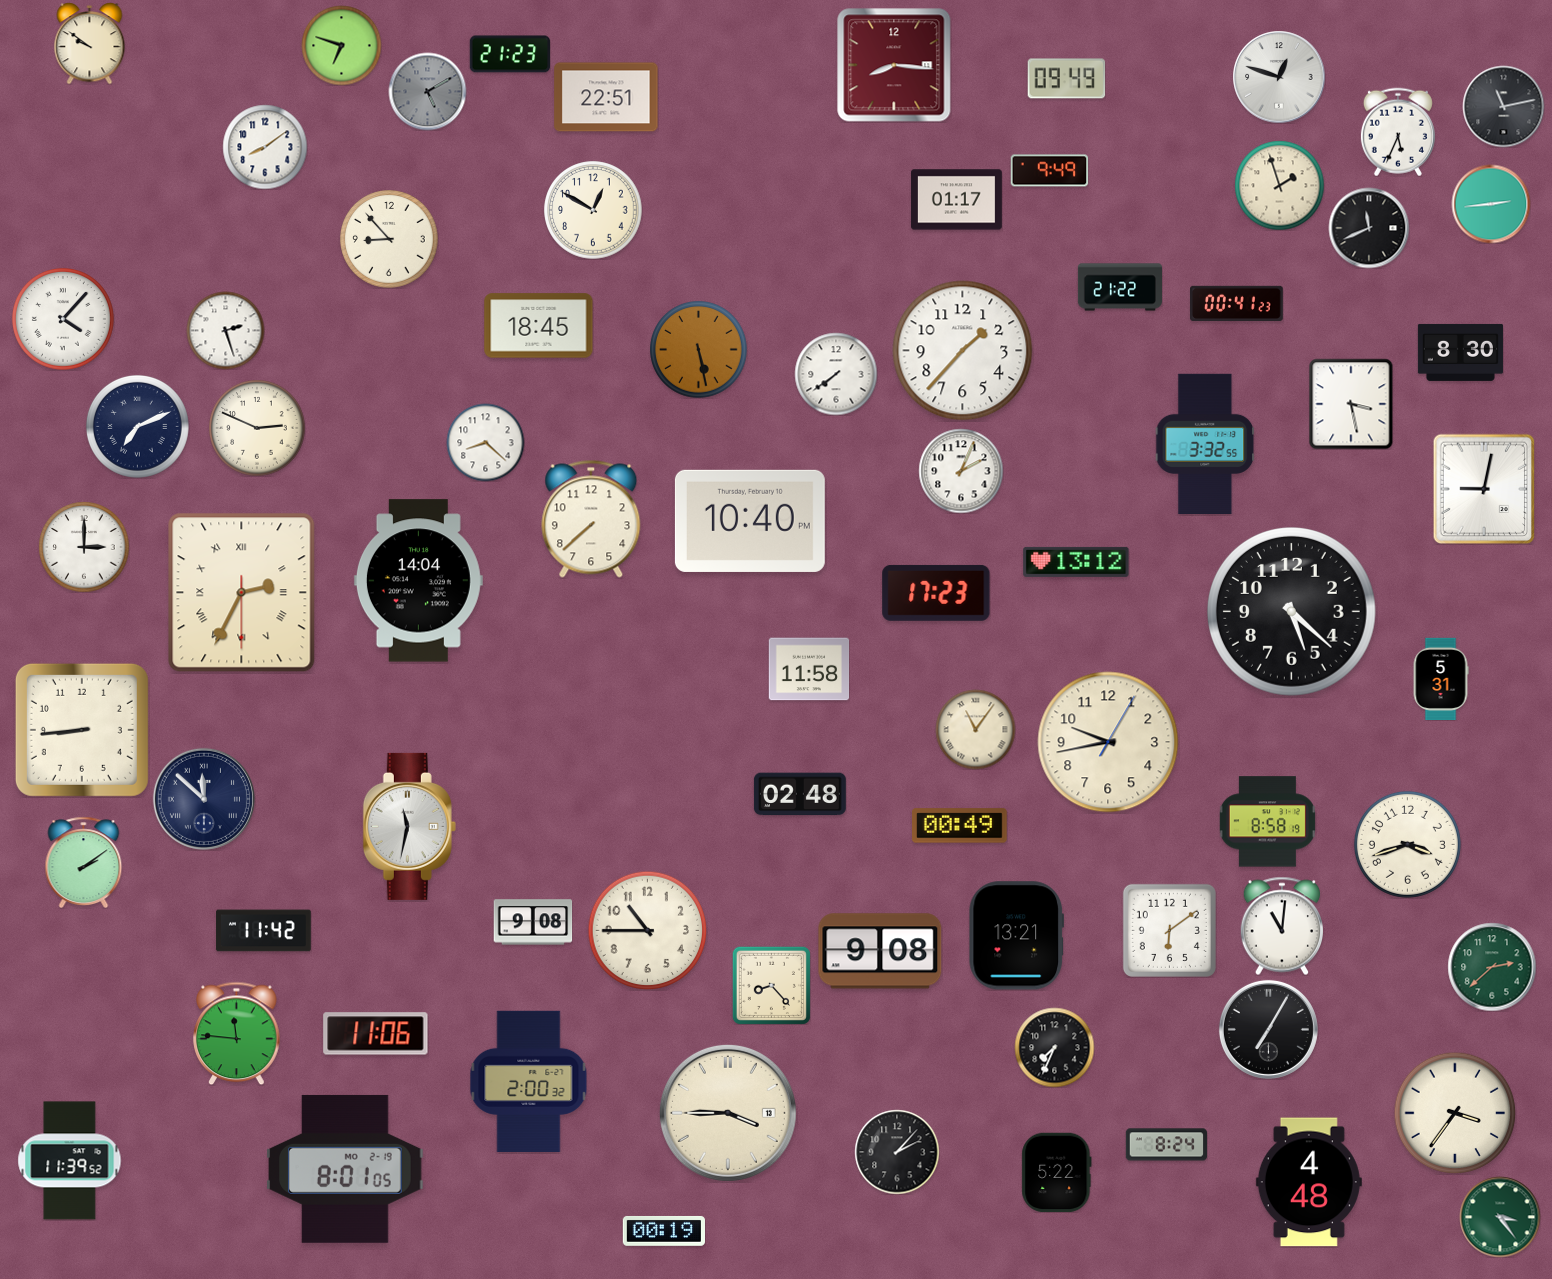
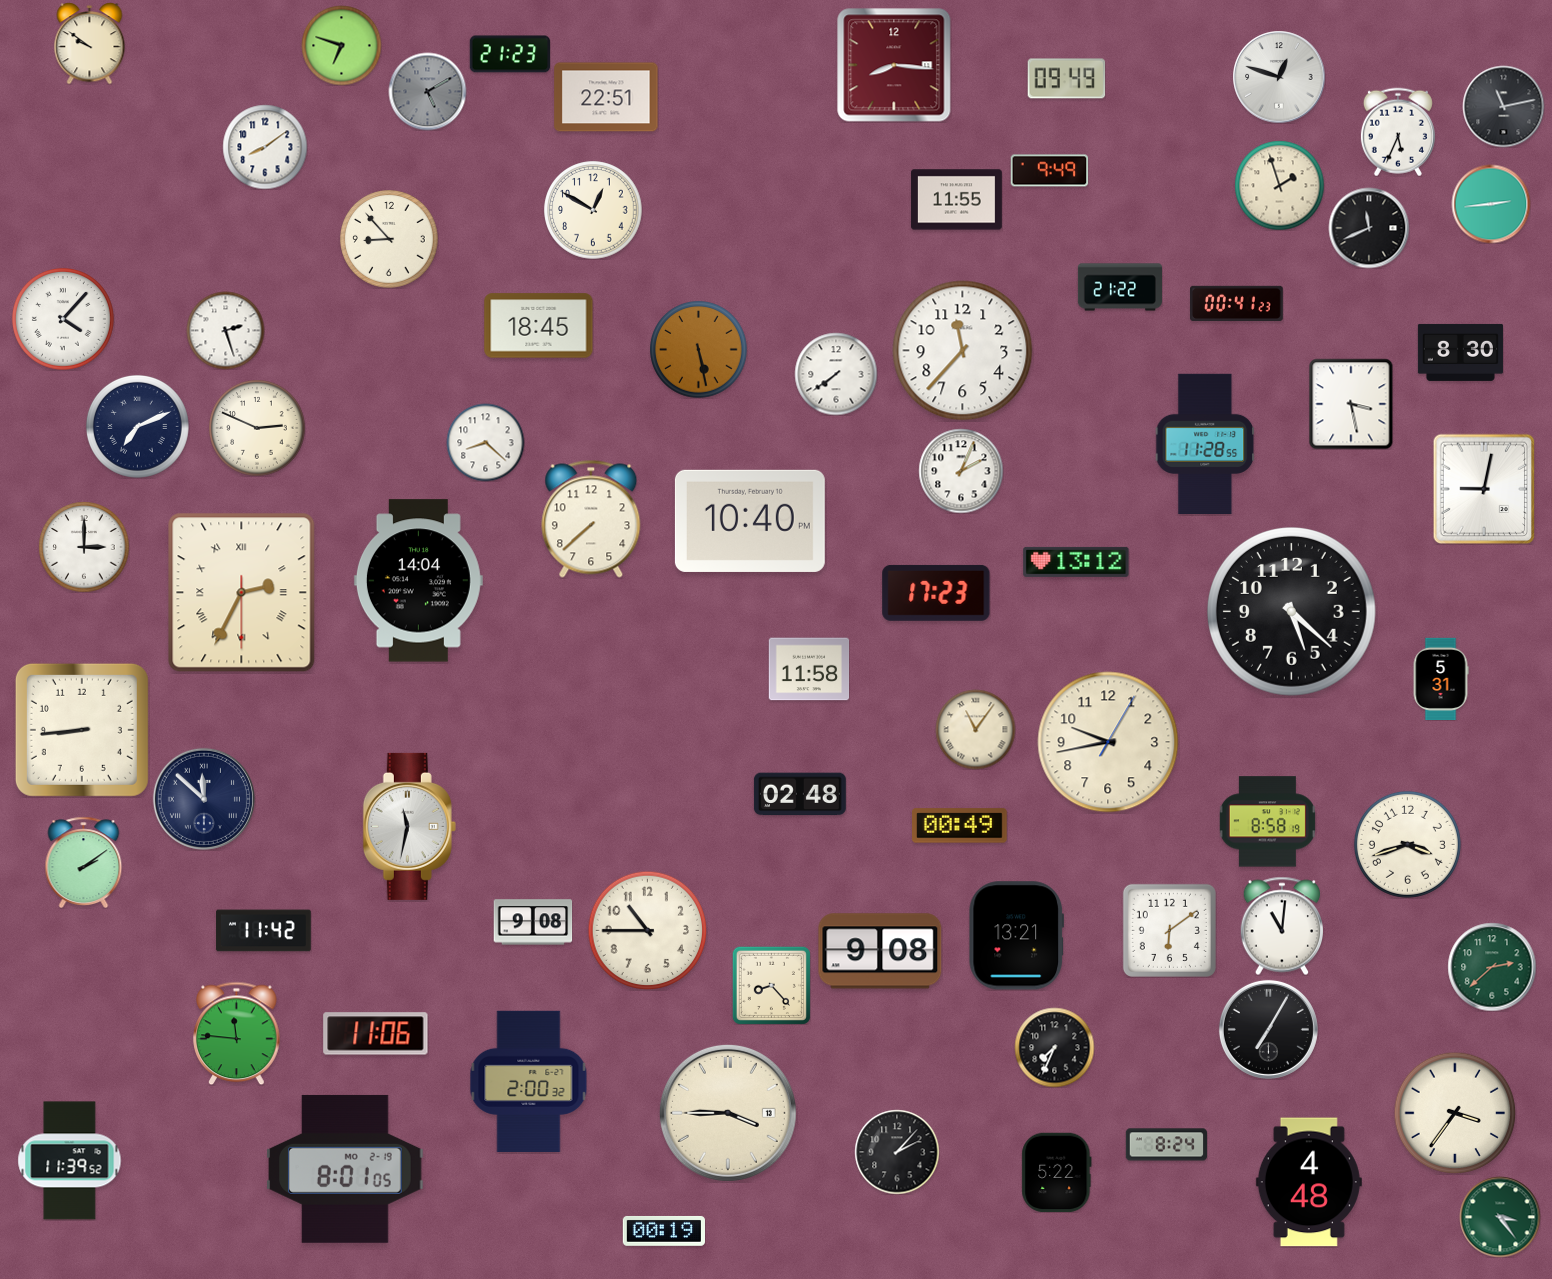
clock at (956, 200): 01:17 -> 11:55
clock at (963, 351): 1:37 -> 11:37
clock at (1205, 443): 3:32 -> 11:28
